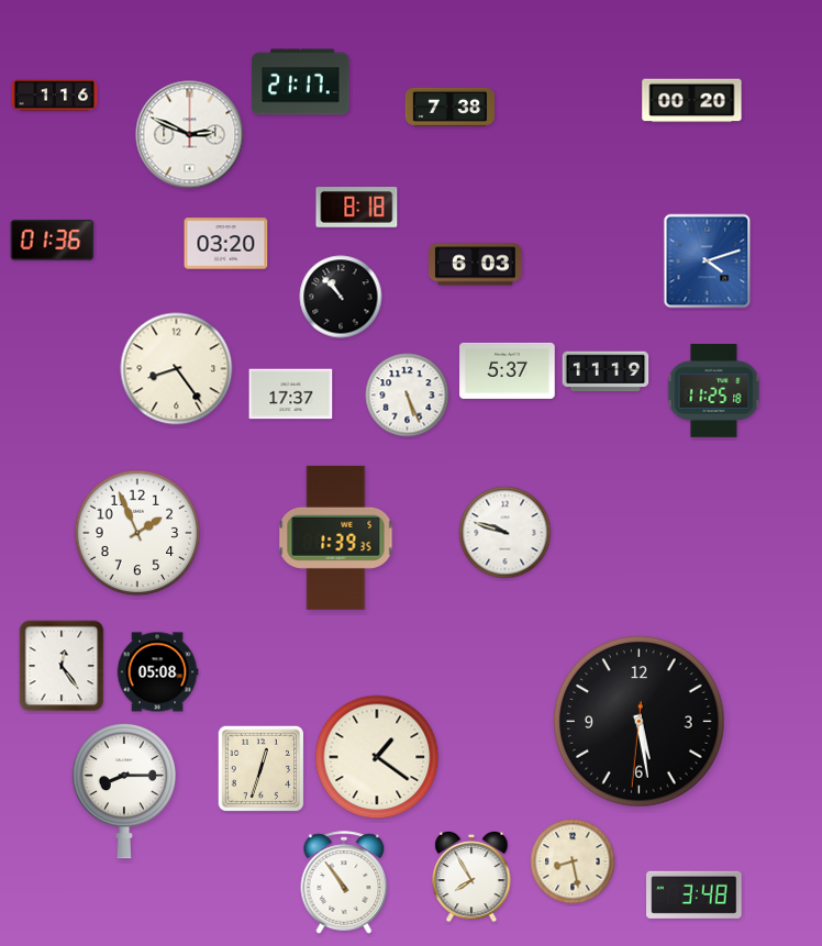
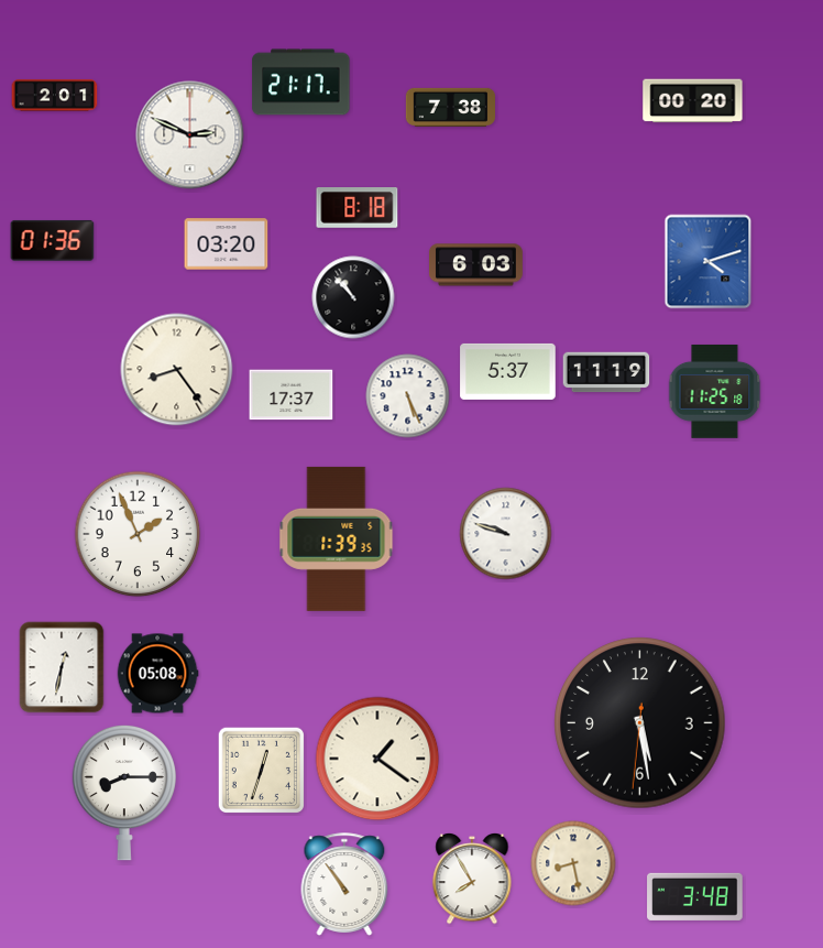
clock at (55, 96): 1:16 -> 2:01
clock at (341, 297) position: (341, 297) -> (353, 297)
clock at (62, 666): 12:24 -> 12:32
